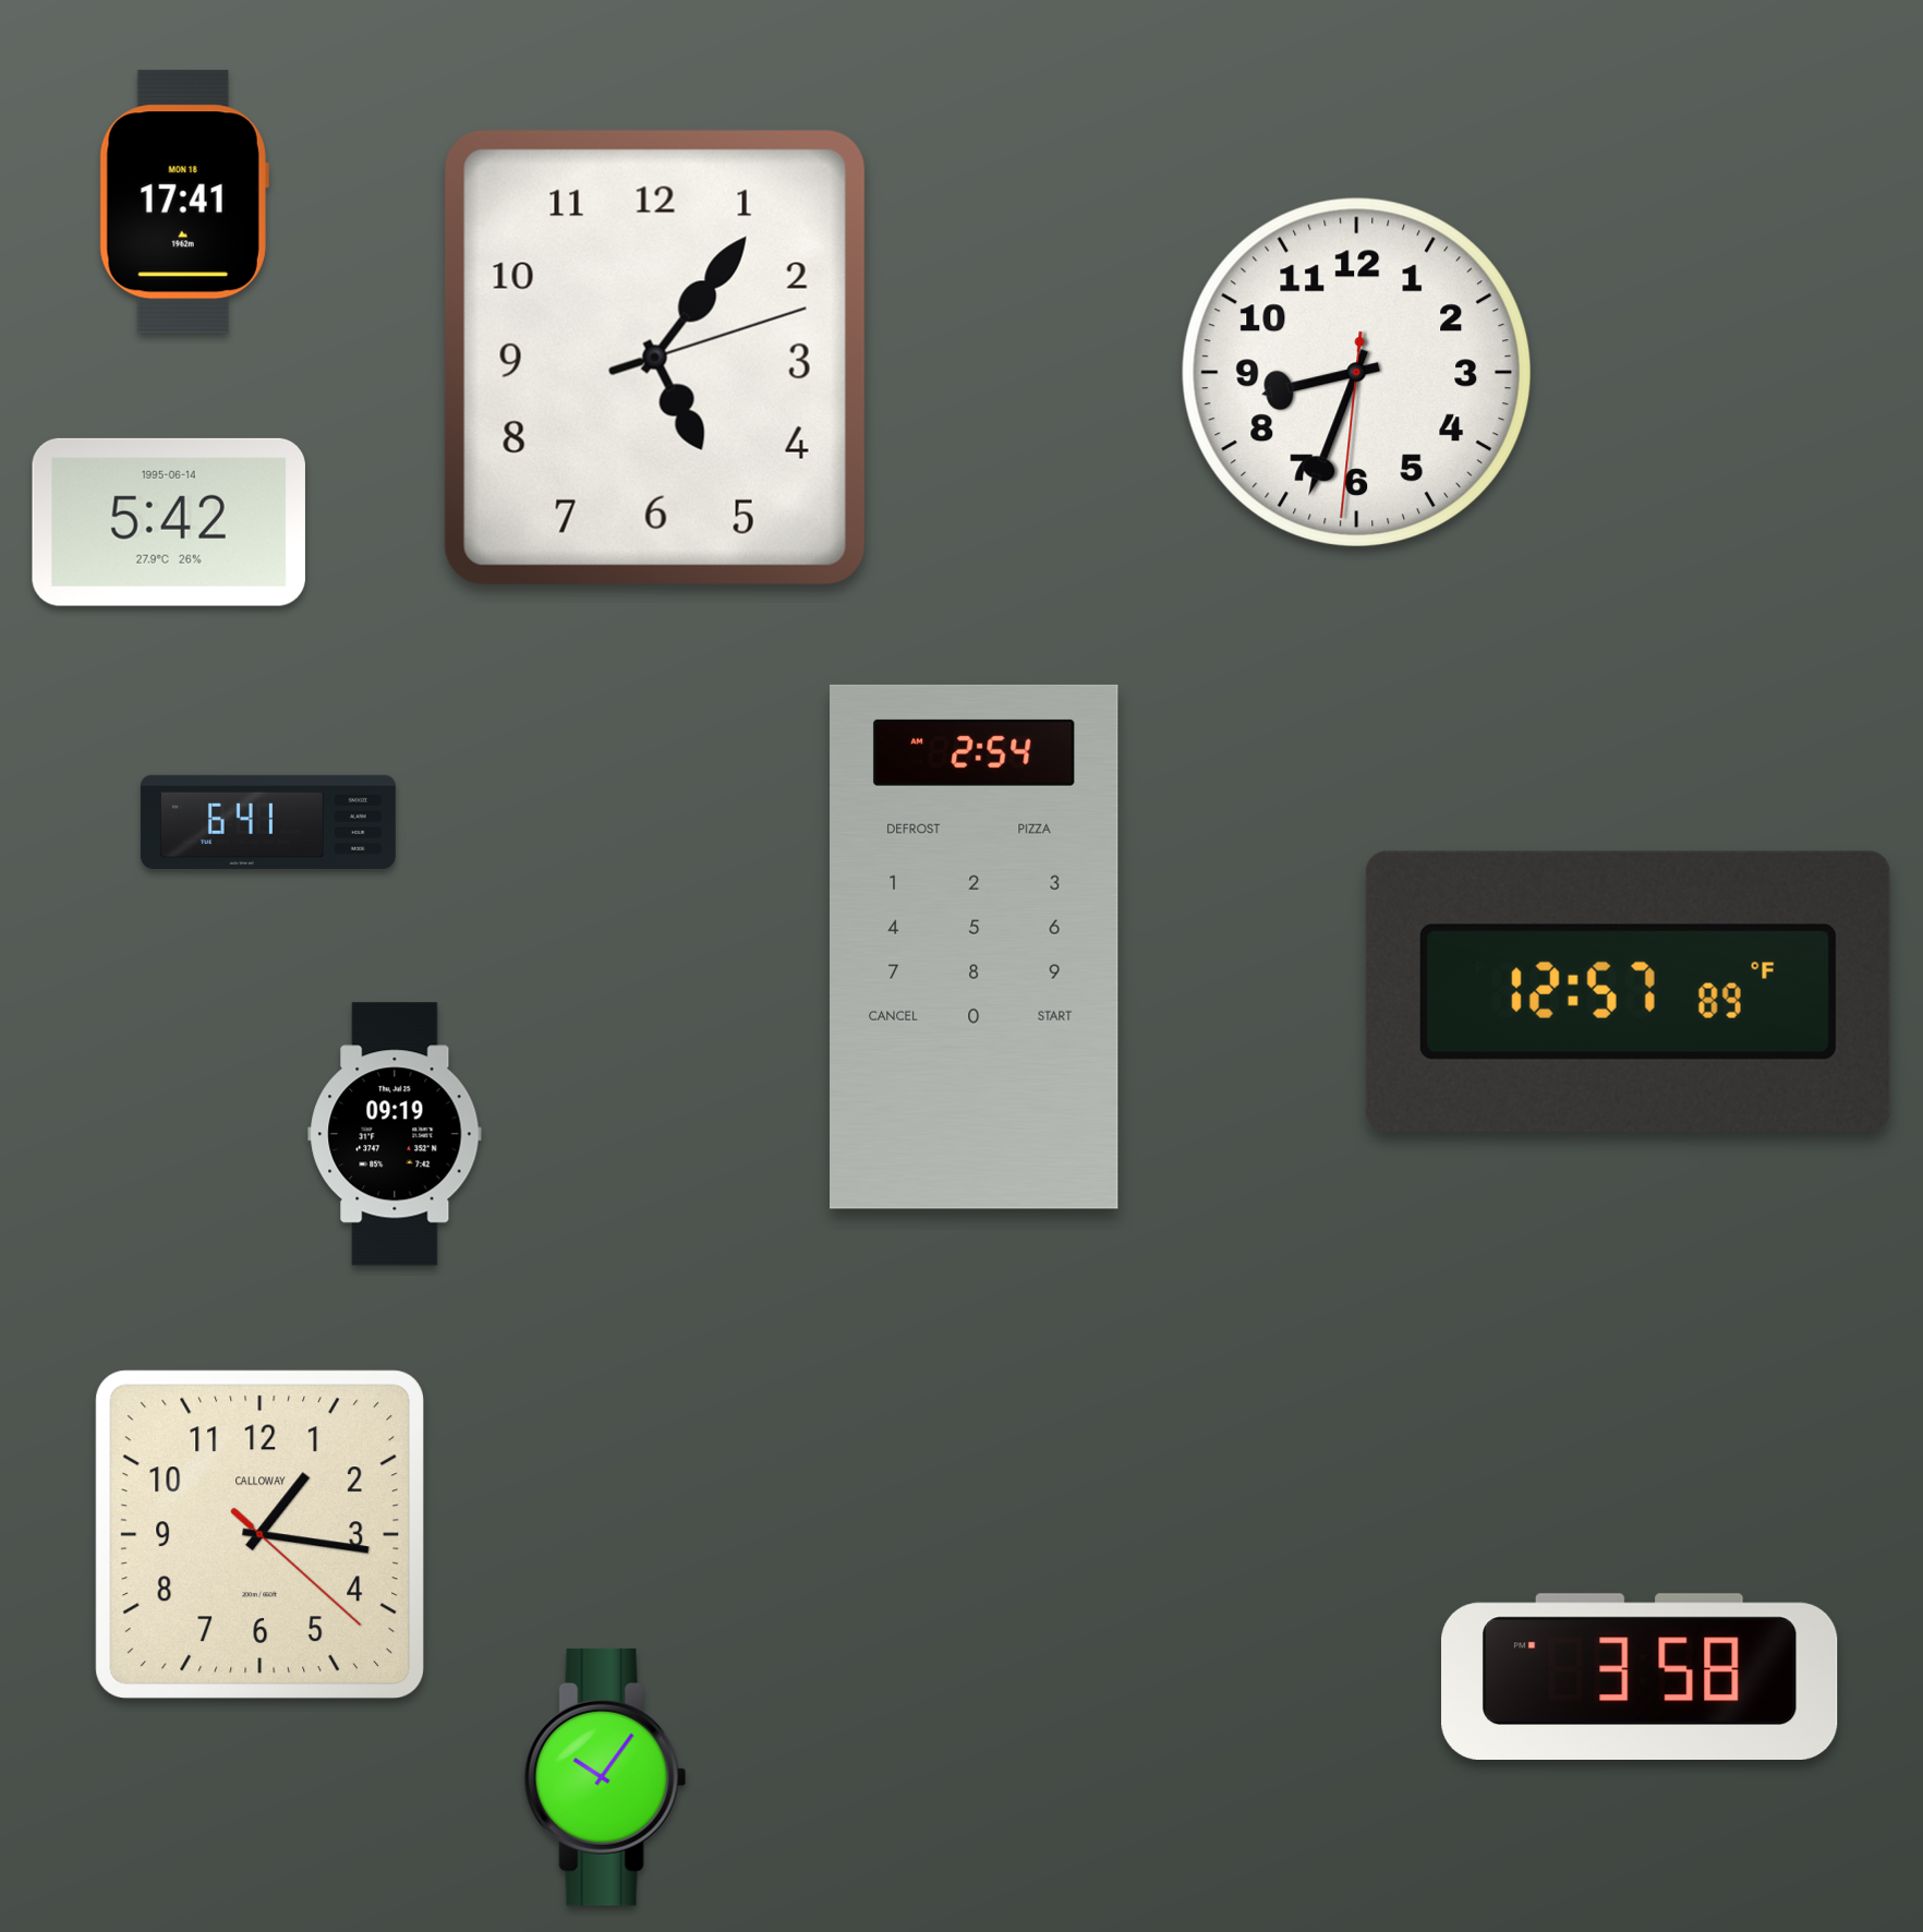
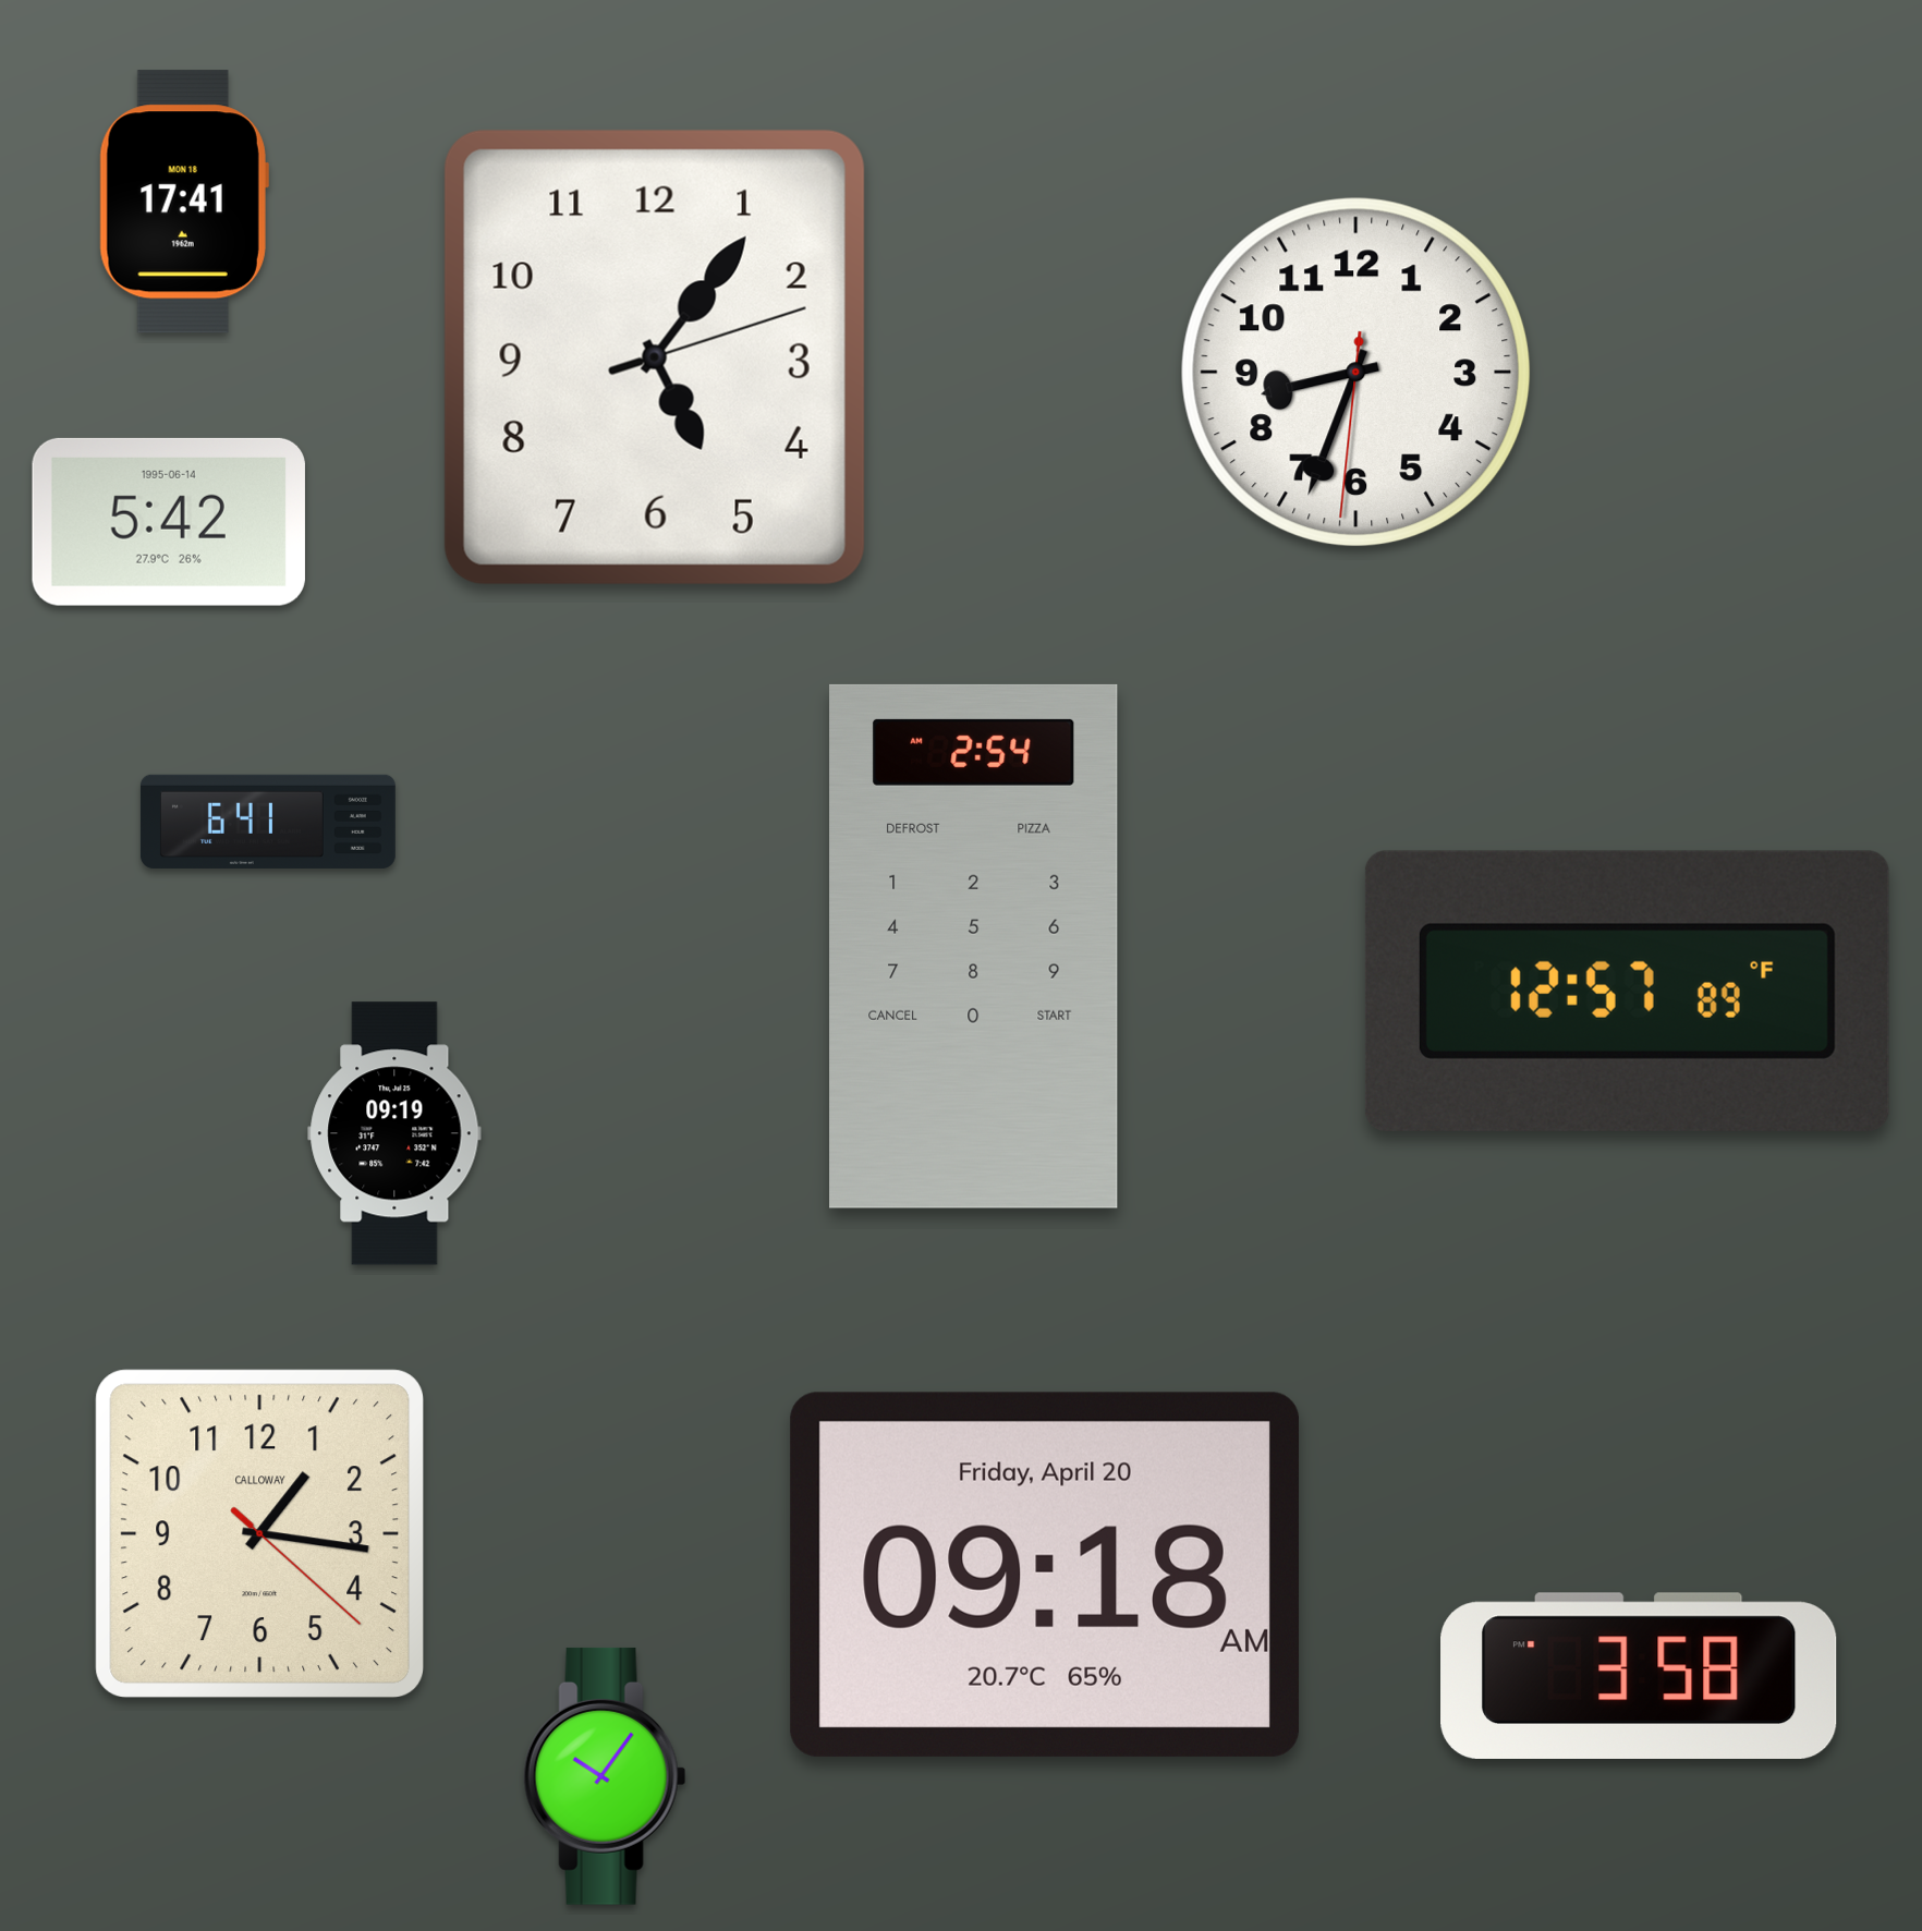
clock at (1045, 1575): none -> 09:18
